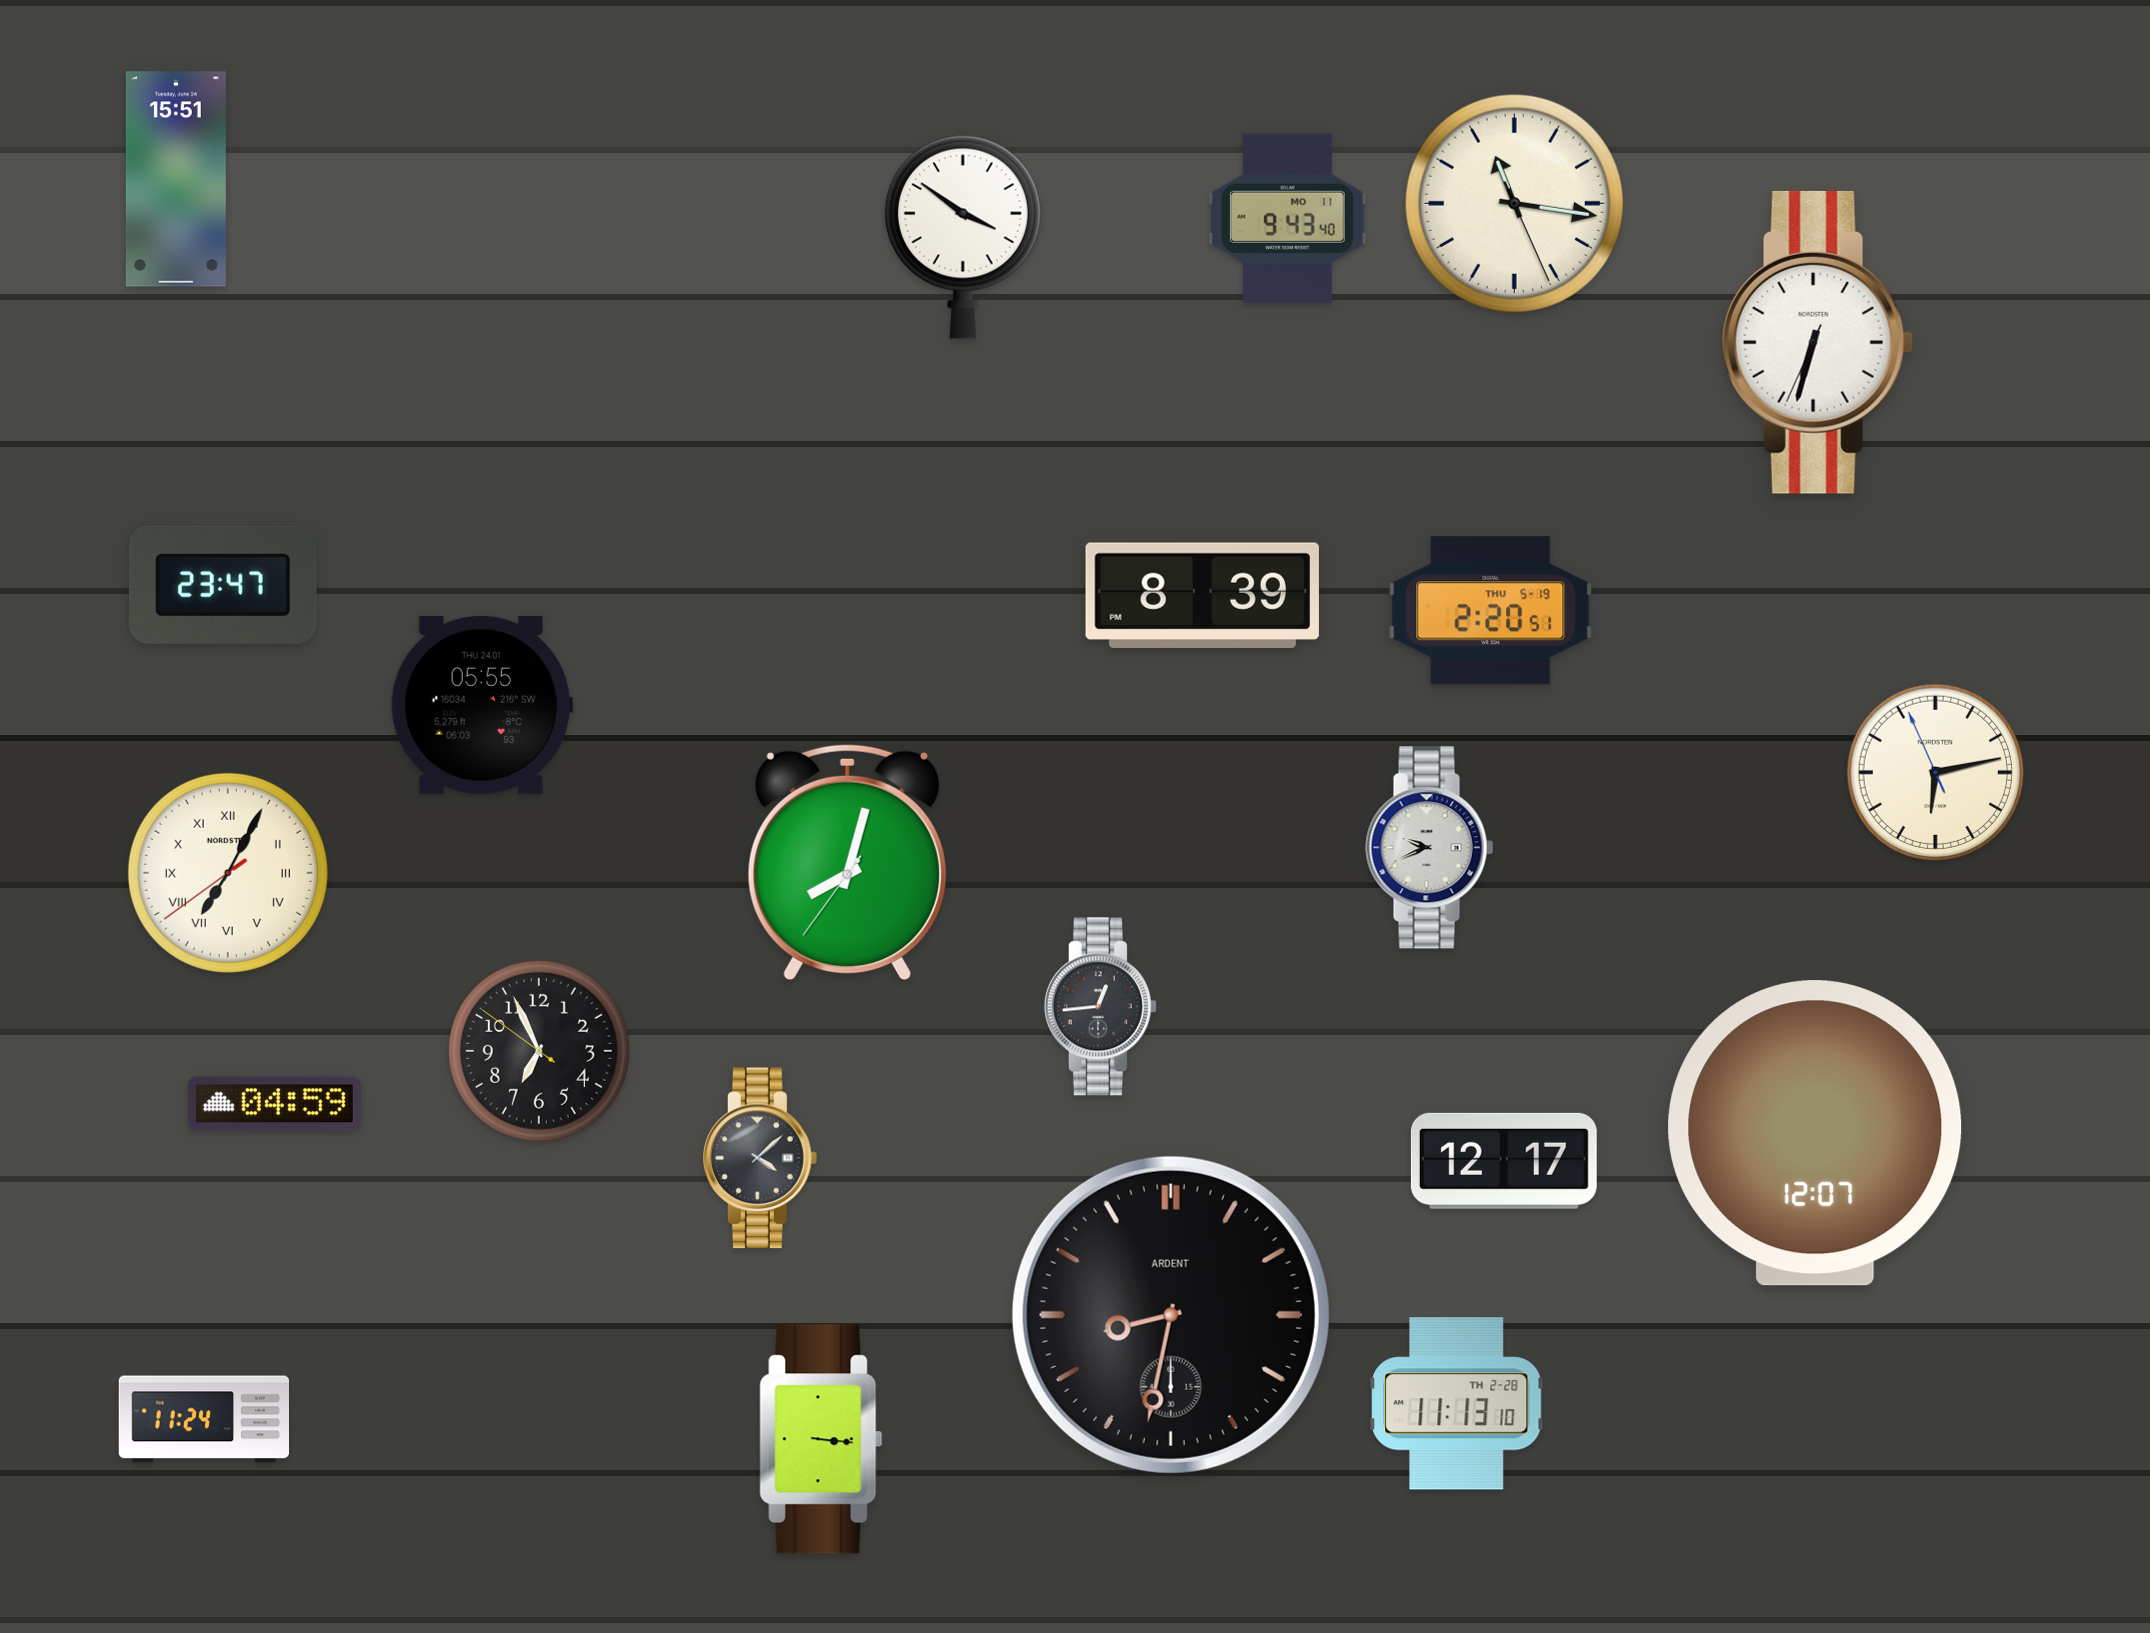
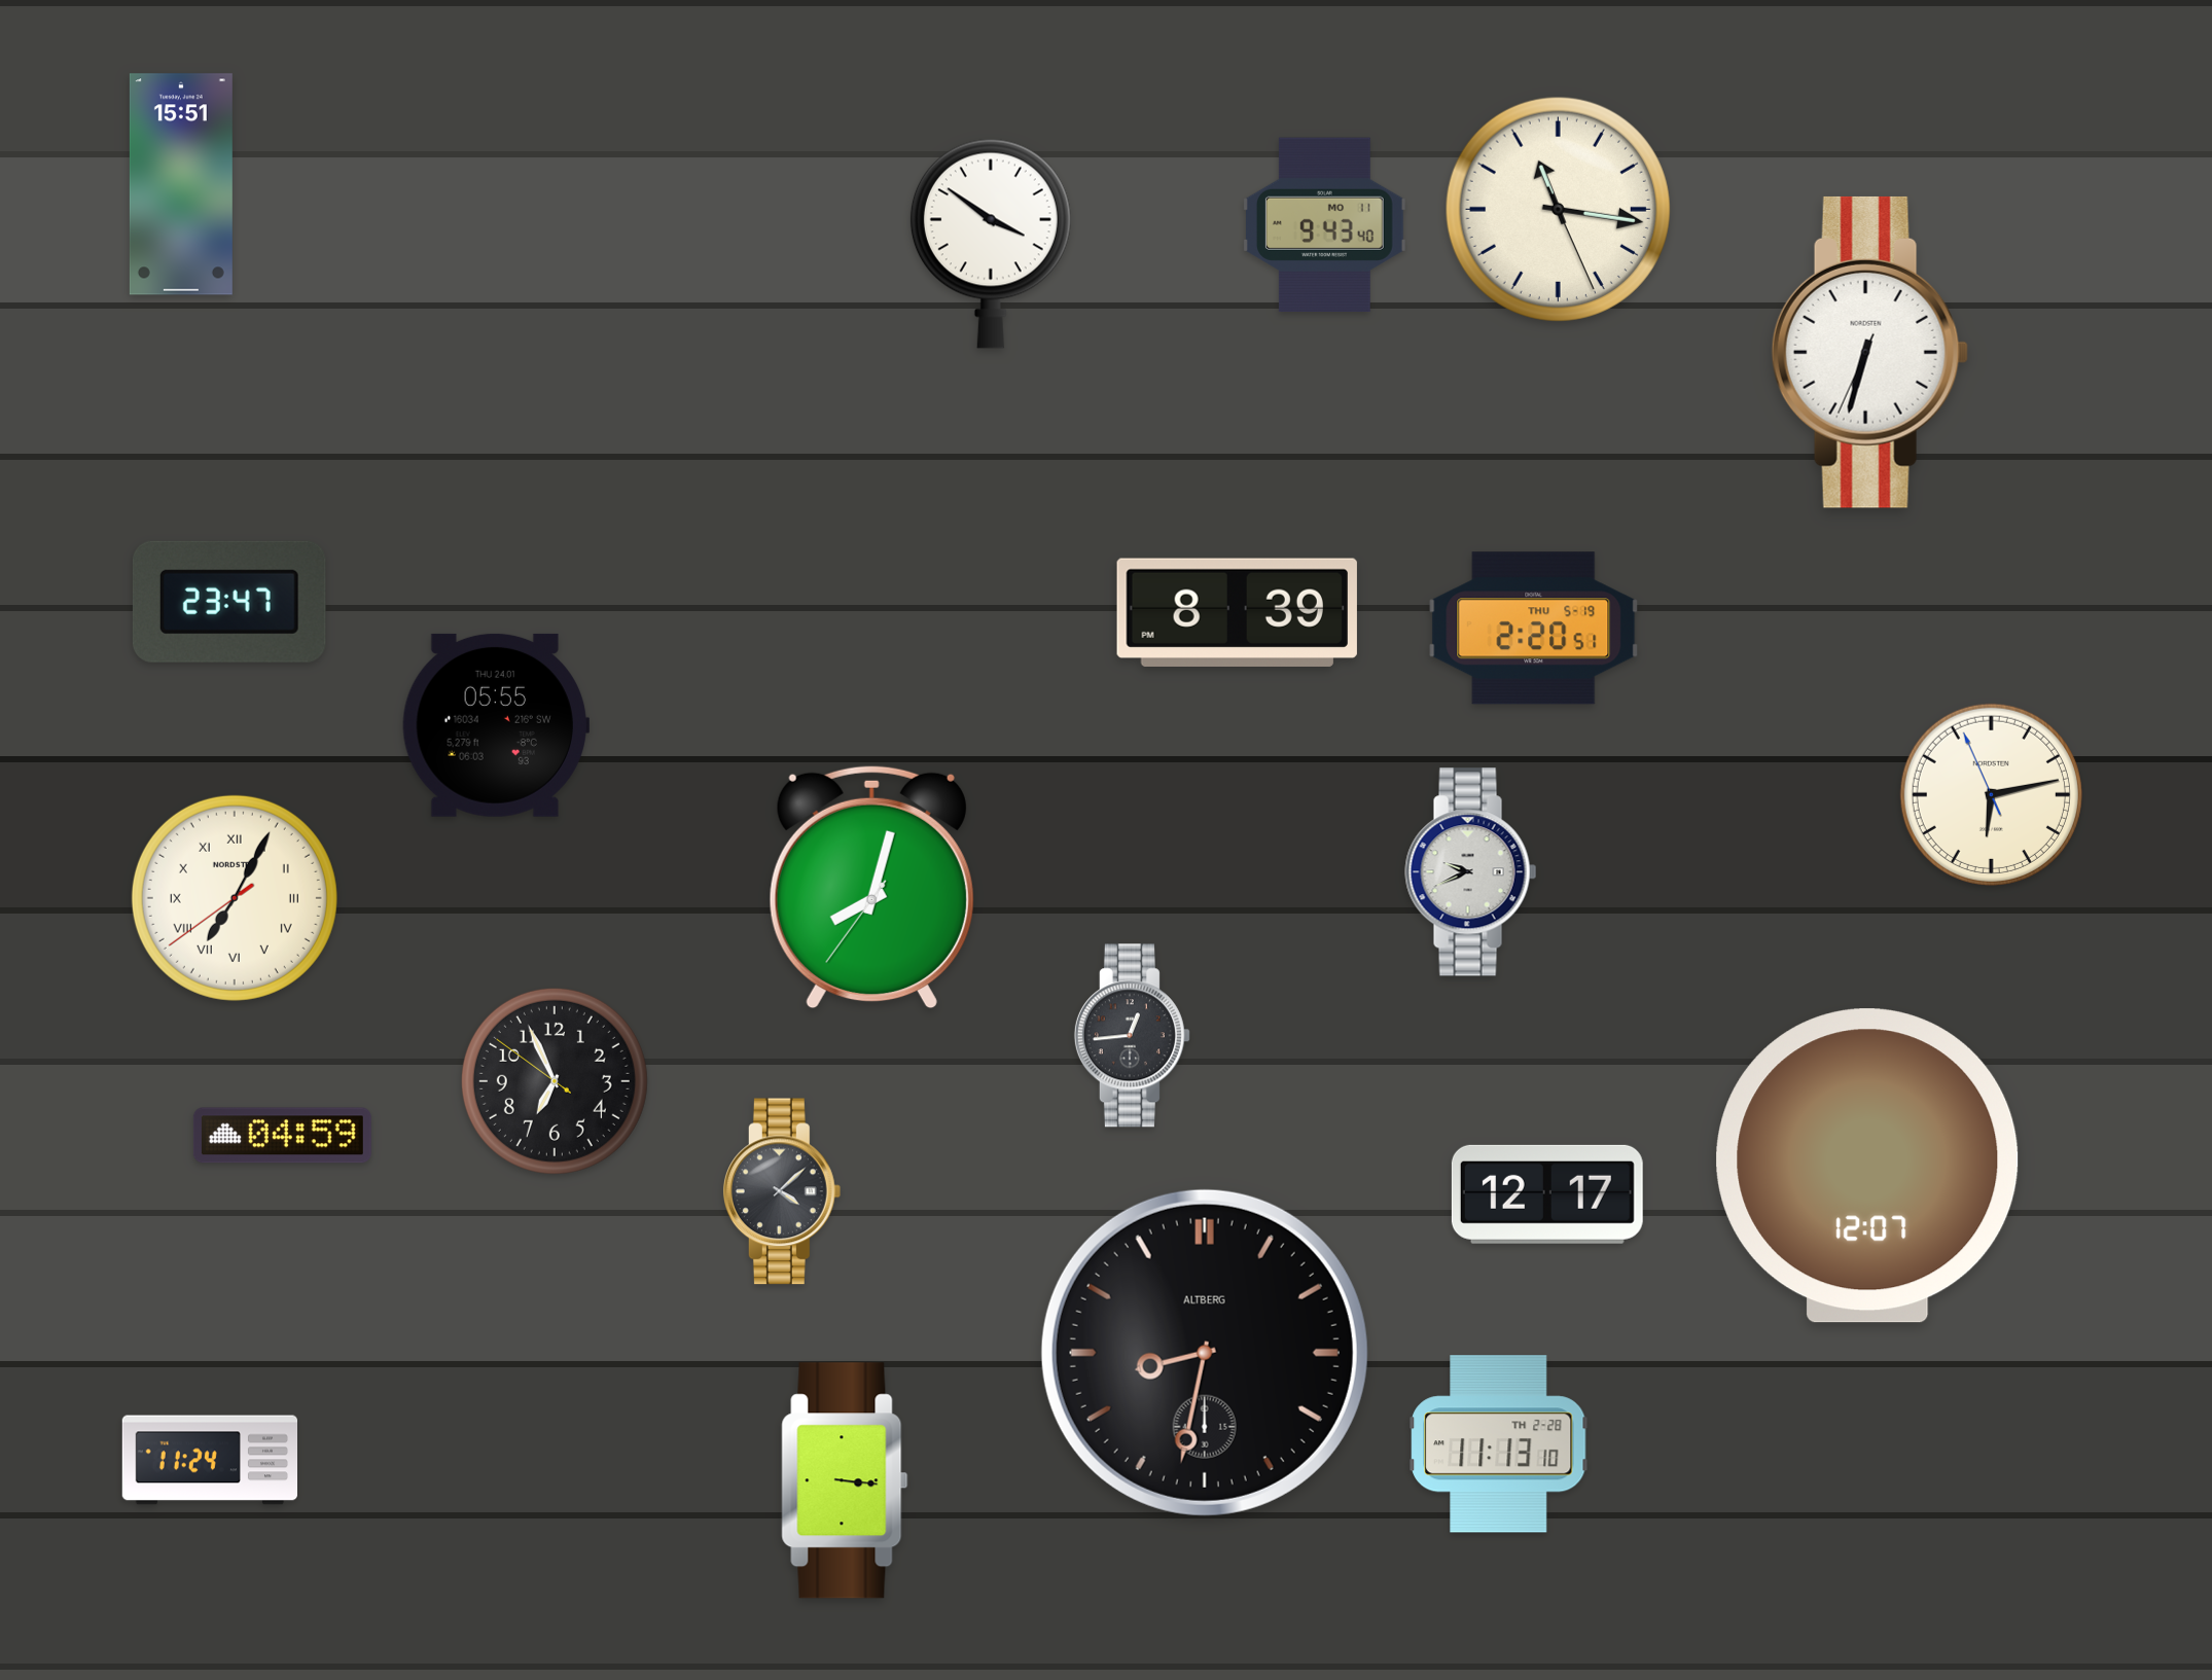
clock at (1171, 1315) brand: ARDENT -> ALTBERG
